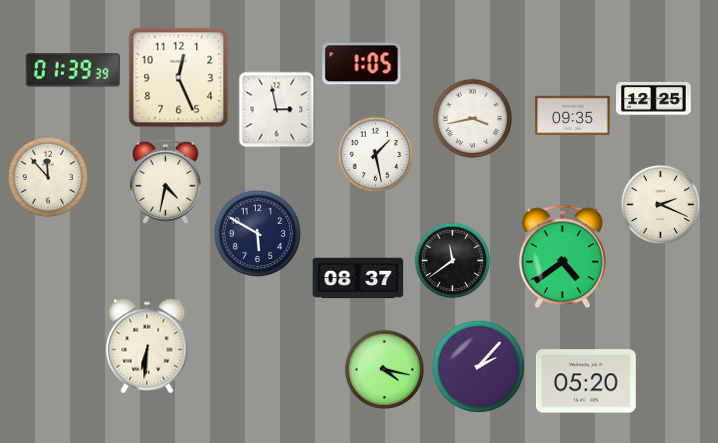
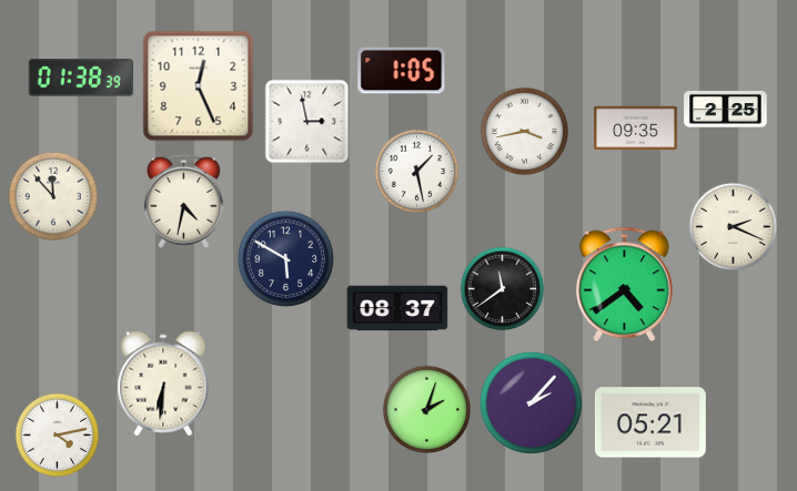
clock at (73, 70): 01:39 -> 01:38
clock at (654, 98): 12:25 -> 2:25
clock at (478, 366) position: (478, 366) -> (531, 402)
clock at (385, 370): 4:17 -> 2:03
clock at (586, 381): 05:20 -> 05:21
clock at (58, 436): none -> 4:13
